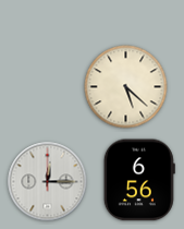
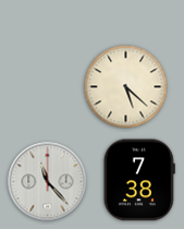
clock at (139, 180): 6:56 -> 7:38
clock at (48, 182): 12:15 -> 11:23
